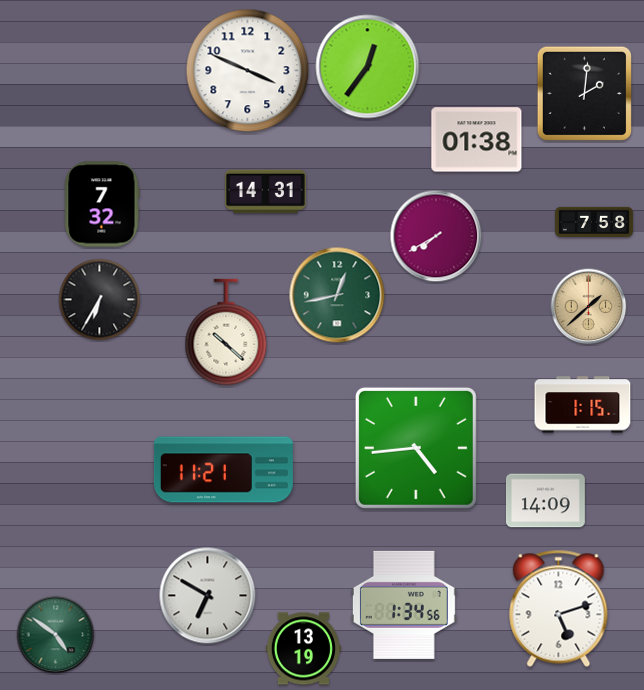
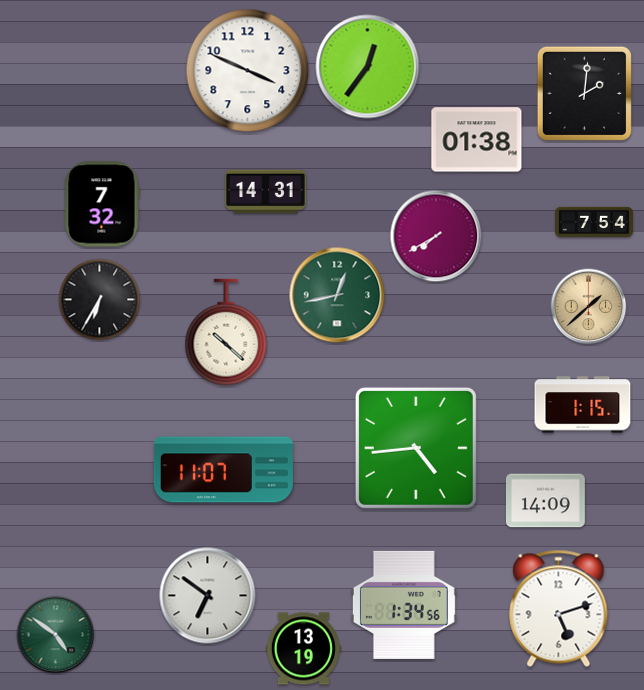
clock at (594, 221): 7:58 -> 7:54
clock at (223, 470): 11:21 -> 11:07
clock at (208, 596): 6:50 -> 6:51
